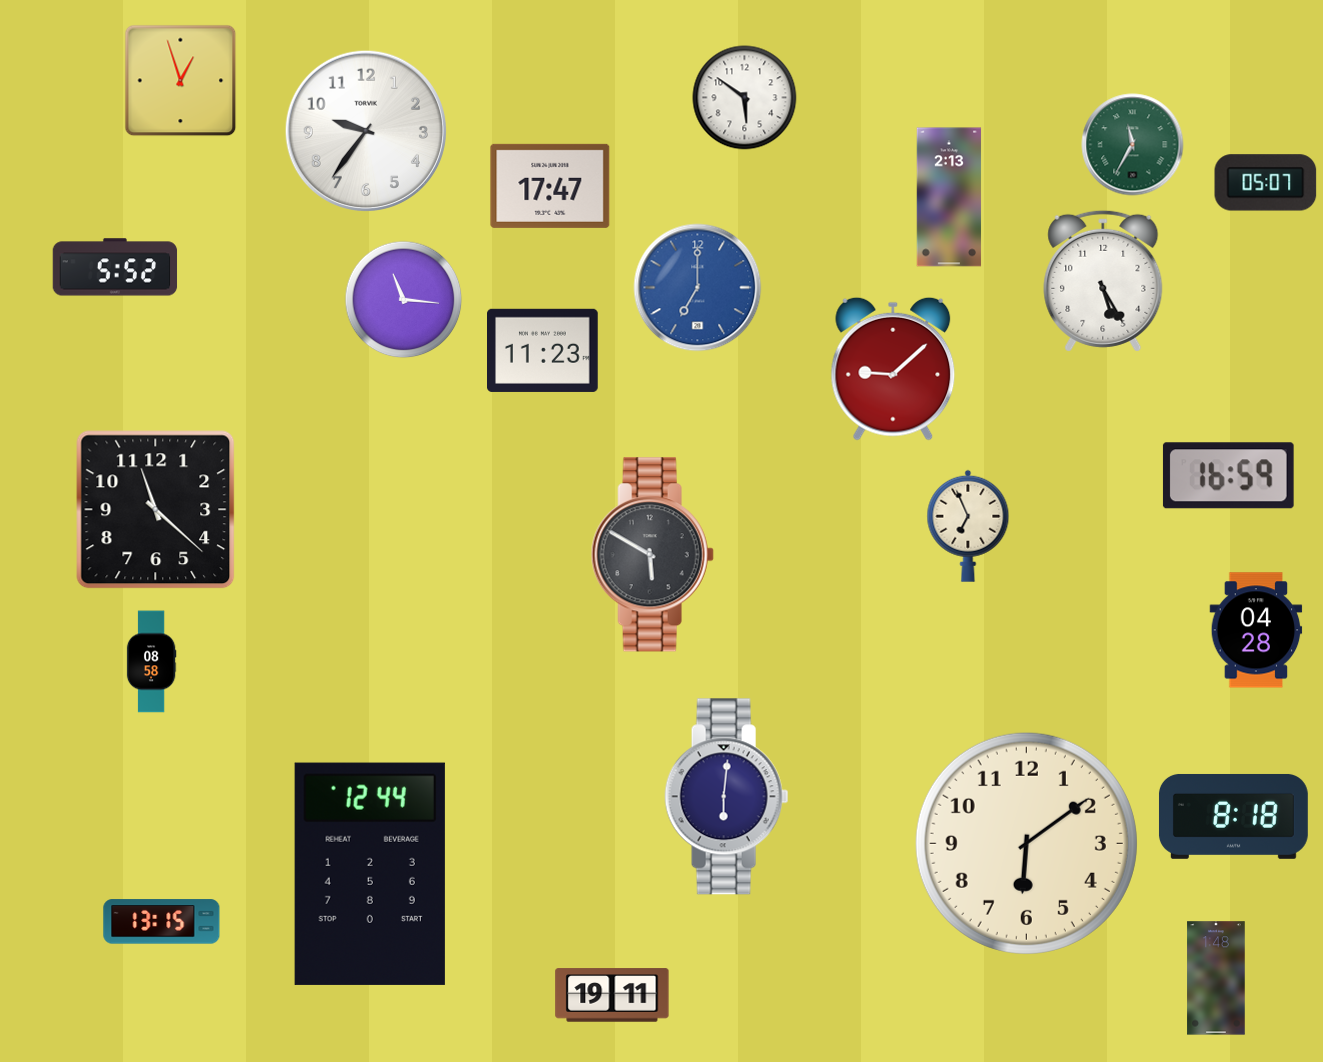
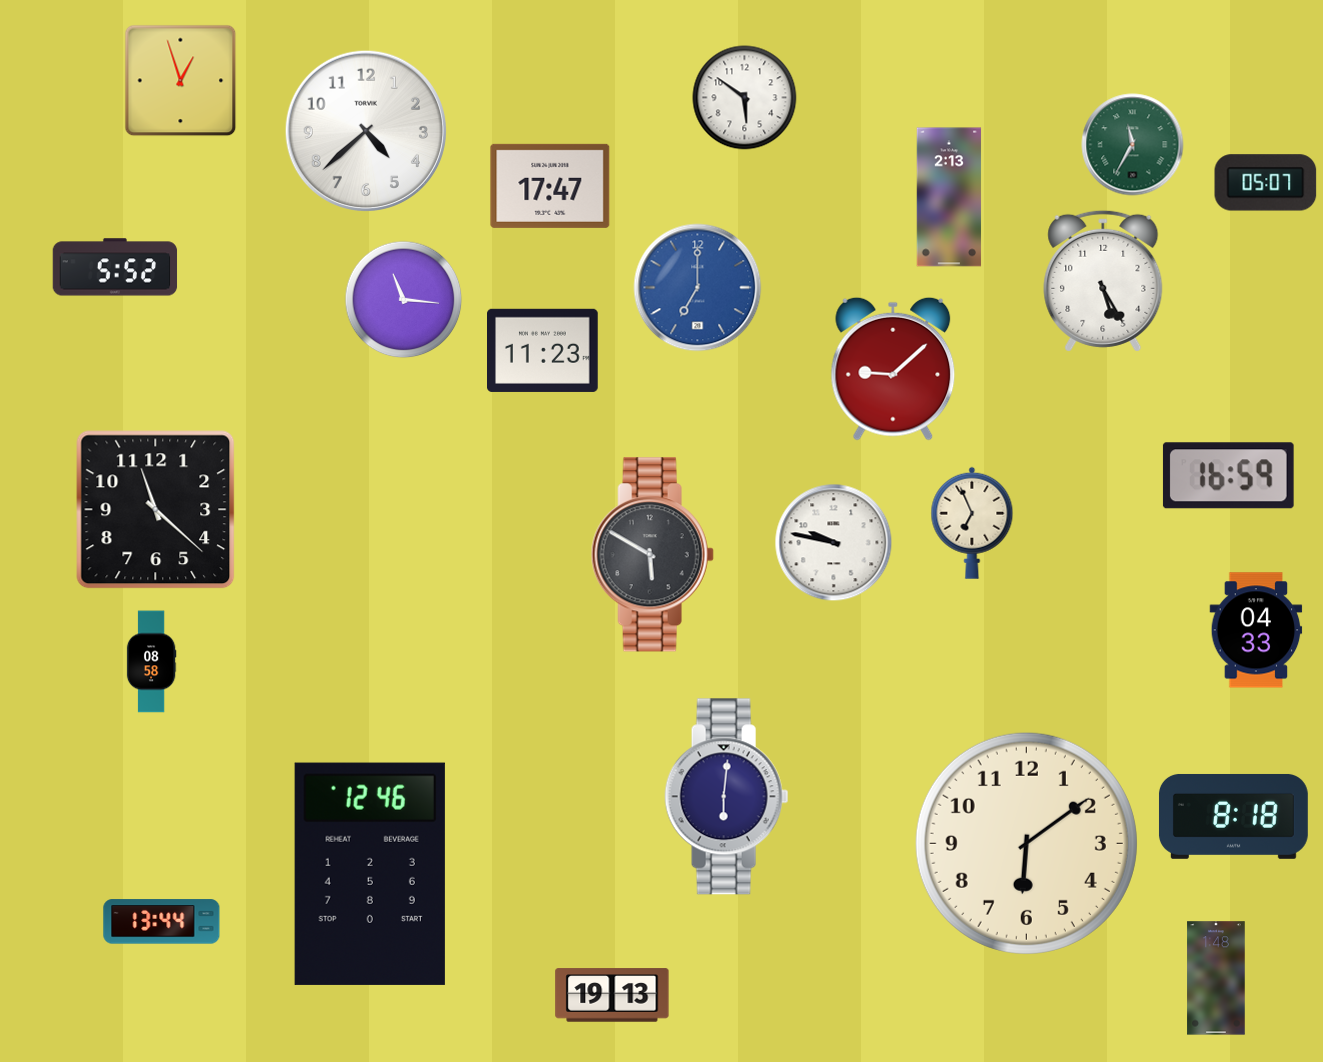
clock at (366, 131): 9:36 -> 4:38
clock at (968, 526) position: (968, 526) -> (972, 523)
clock at (834, 543): none -> 9:47
clock at (1256, 630): 04:28 -> 04:33
clock at (370, 874): 12:44 -> 12:46
clock at (162, 922): 13:15 -> 13:44
clock at (612, 995): 19:11 -> 19:13
